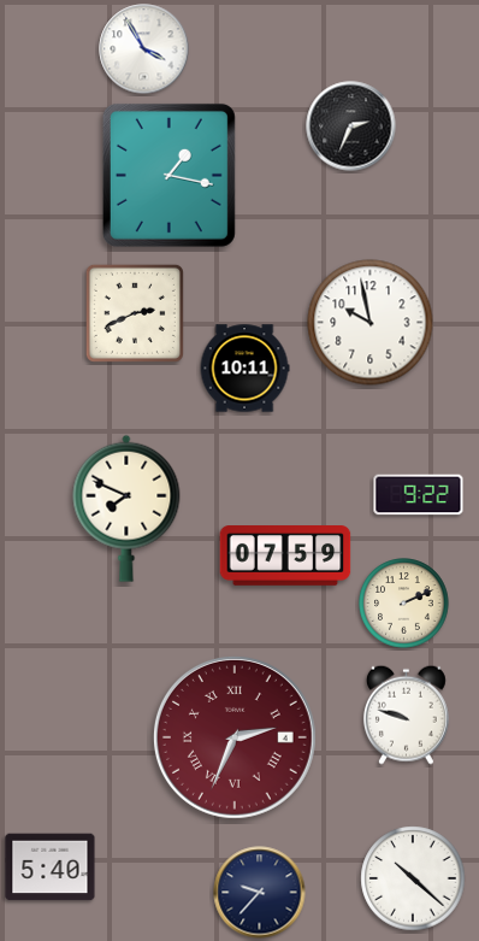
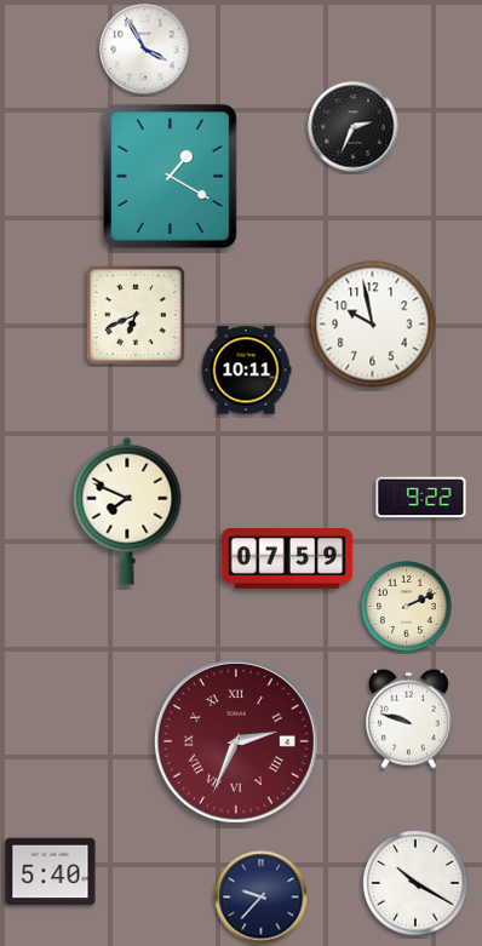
clock at (168, 175): 1:17 -> 1:20
clock at (135, 313): 2:41 -> 6:41
clock at (413, 878): 10:22 -> 10:20
